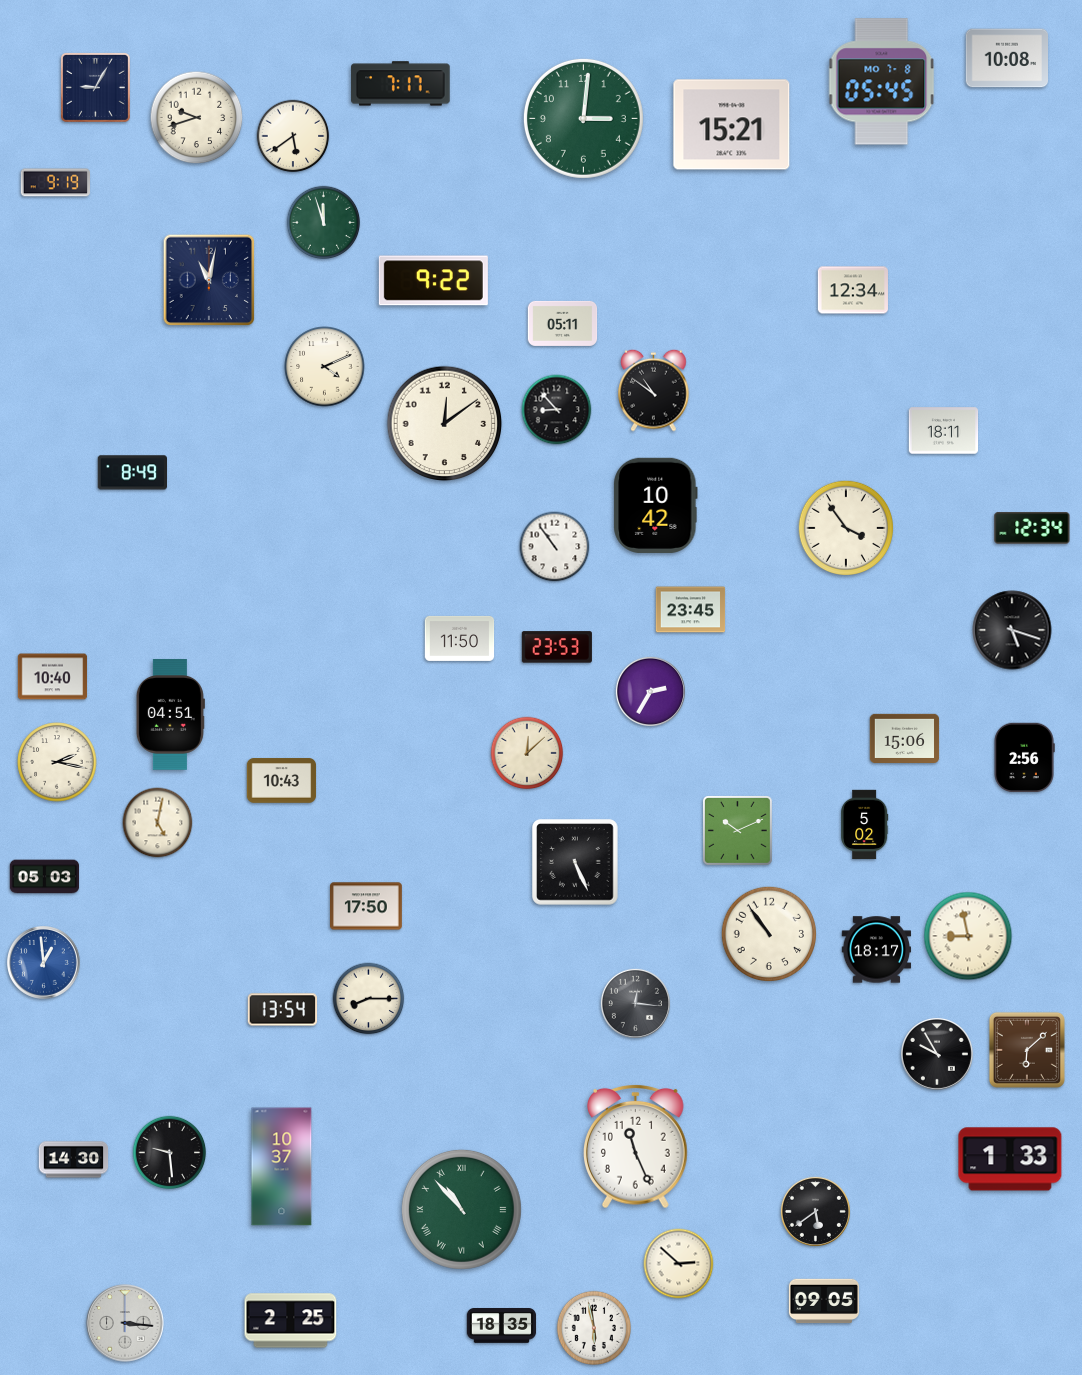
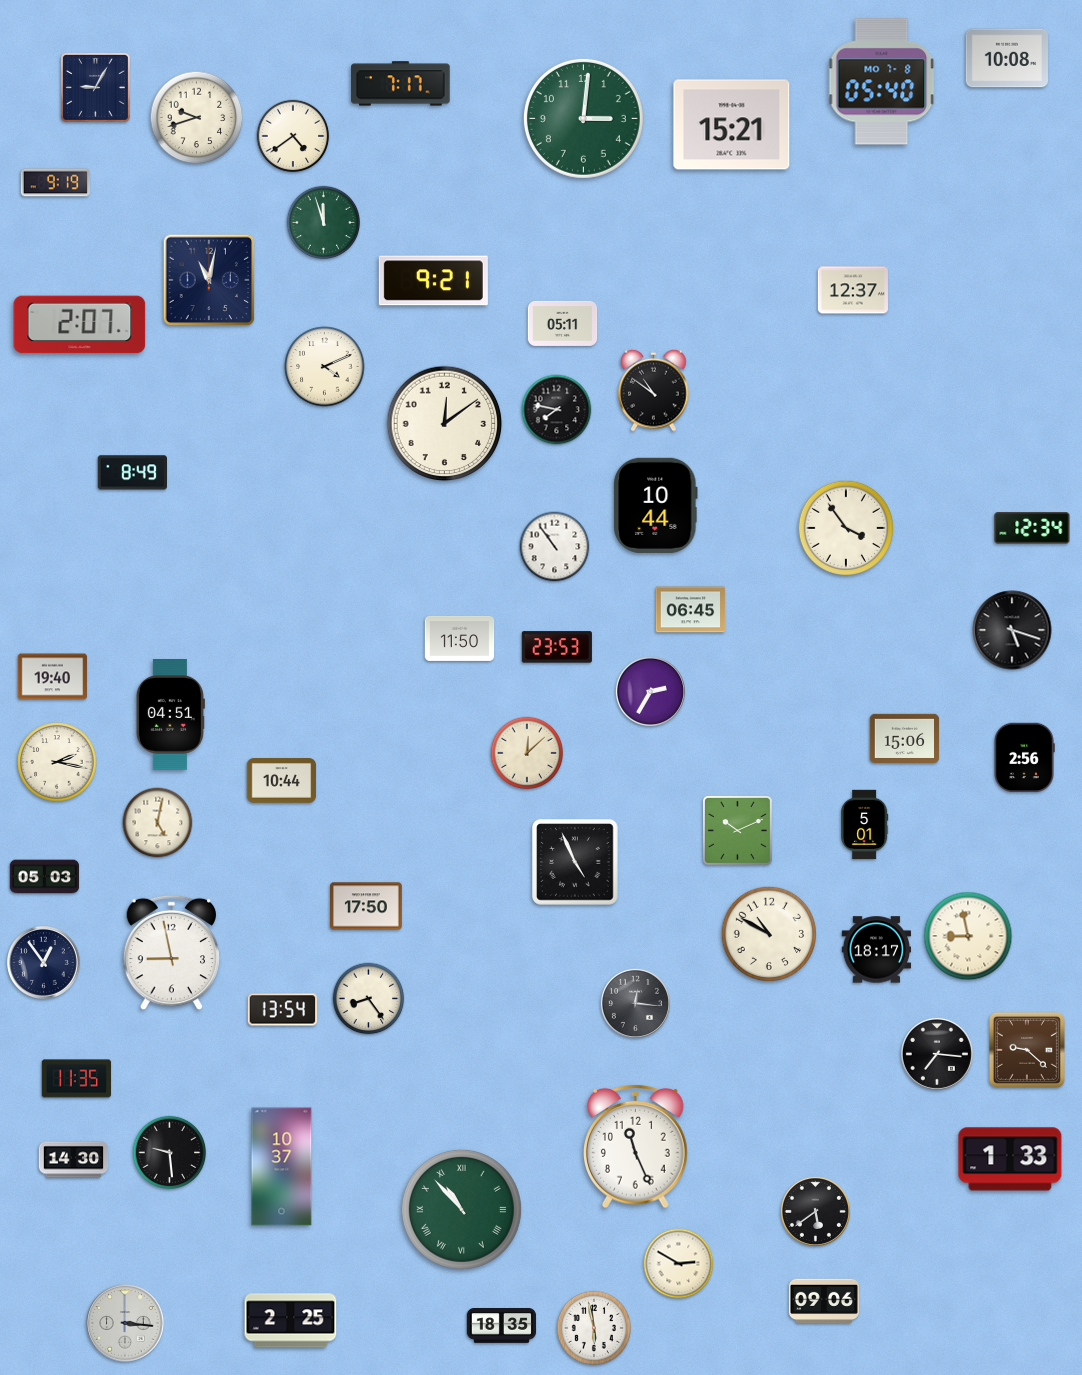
clock at (882, 82): 05:45 -> 05:40
clock at (293, 136): 5:39 -> 4:39
clock at (433, 281): 9:22 -> 9:21
clock at (853, 290): 12:34 -> 12:37
clock at (80, 325): none -> 2:07
clock at (557, 410): 8:53 -> 7:47
clock at (944, 431): 18:11 -> none
clock at (656, 505): 10:42 -> 10:44
clock at (691, 610): 23:45 -> 06:45
clock at (53, 677): 10:40 -> 19:40
clock at (282, 781): 10:43 -> 10:44
clock at (864, 825): 5:02 -> 5:01
clock at (575, 862): 5:26 -> 4:56
clock at (768, 933): 10:54 -> 10:50
clock at (172, 953): none -> 8:58
clock at (44, 963): 12:59 -> 12:54
clock at (44, 963) dial: blue -> navy
clock at (369, 999): 8:15 -> 8:24
clock at (1027, 1050): 6:08 -> 9:22
clock at (937, 1054): 9:55 -> 7:16
clock at (77, 1079): none -> 11:35
clock at (679, 1264): 2:52 -> 2:50
clock at (824, 1301): 09:05 -> 09:06
